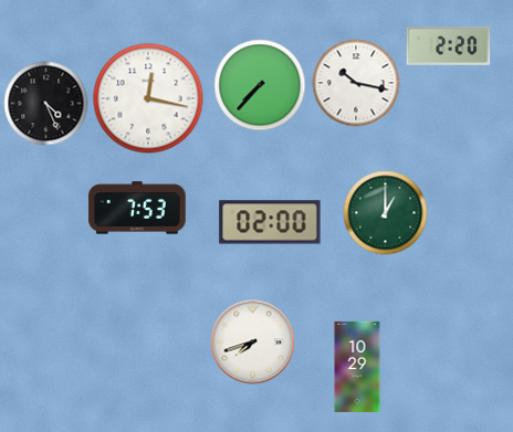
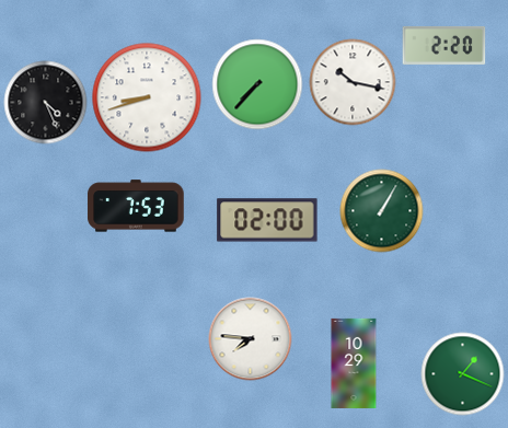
clock at (148, 98): 12:17 -> 8:42
clock at (386, 213): 1:00 -> 1:05
clock at (253, 343): 7:42 -> 7:46
clock at (463, 374): none -> 1:19
